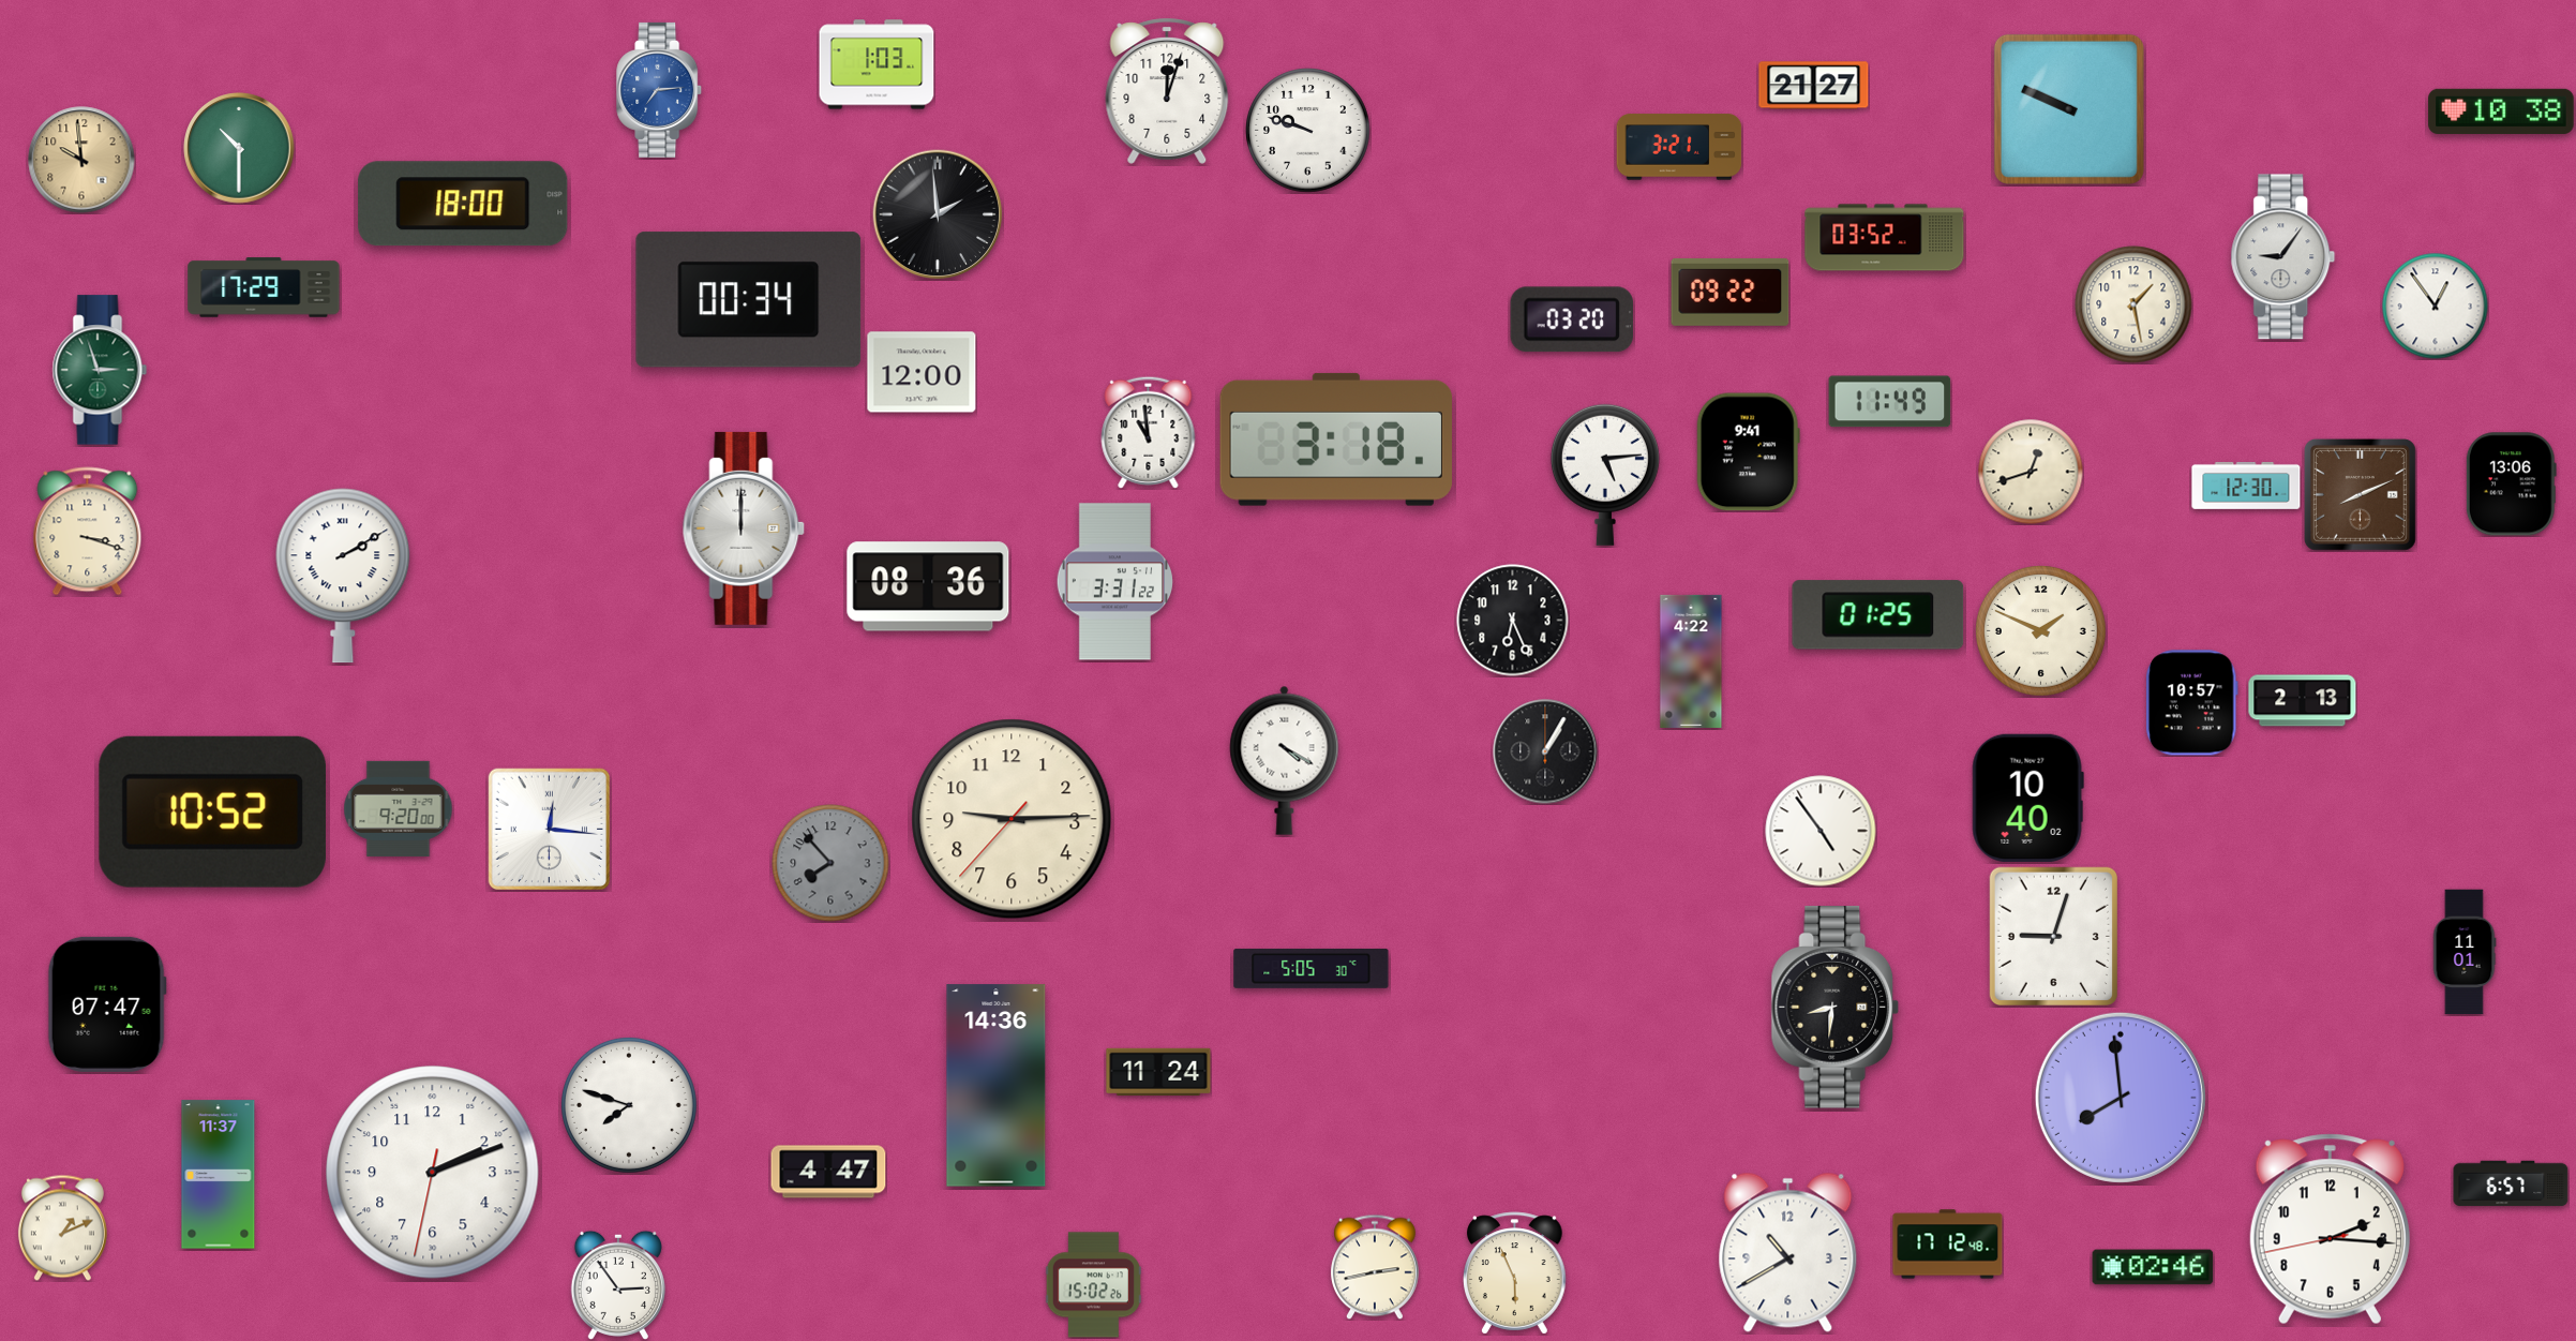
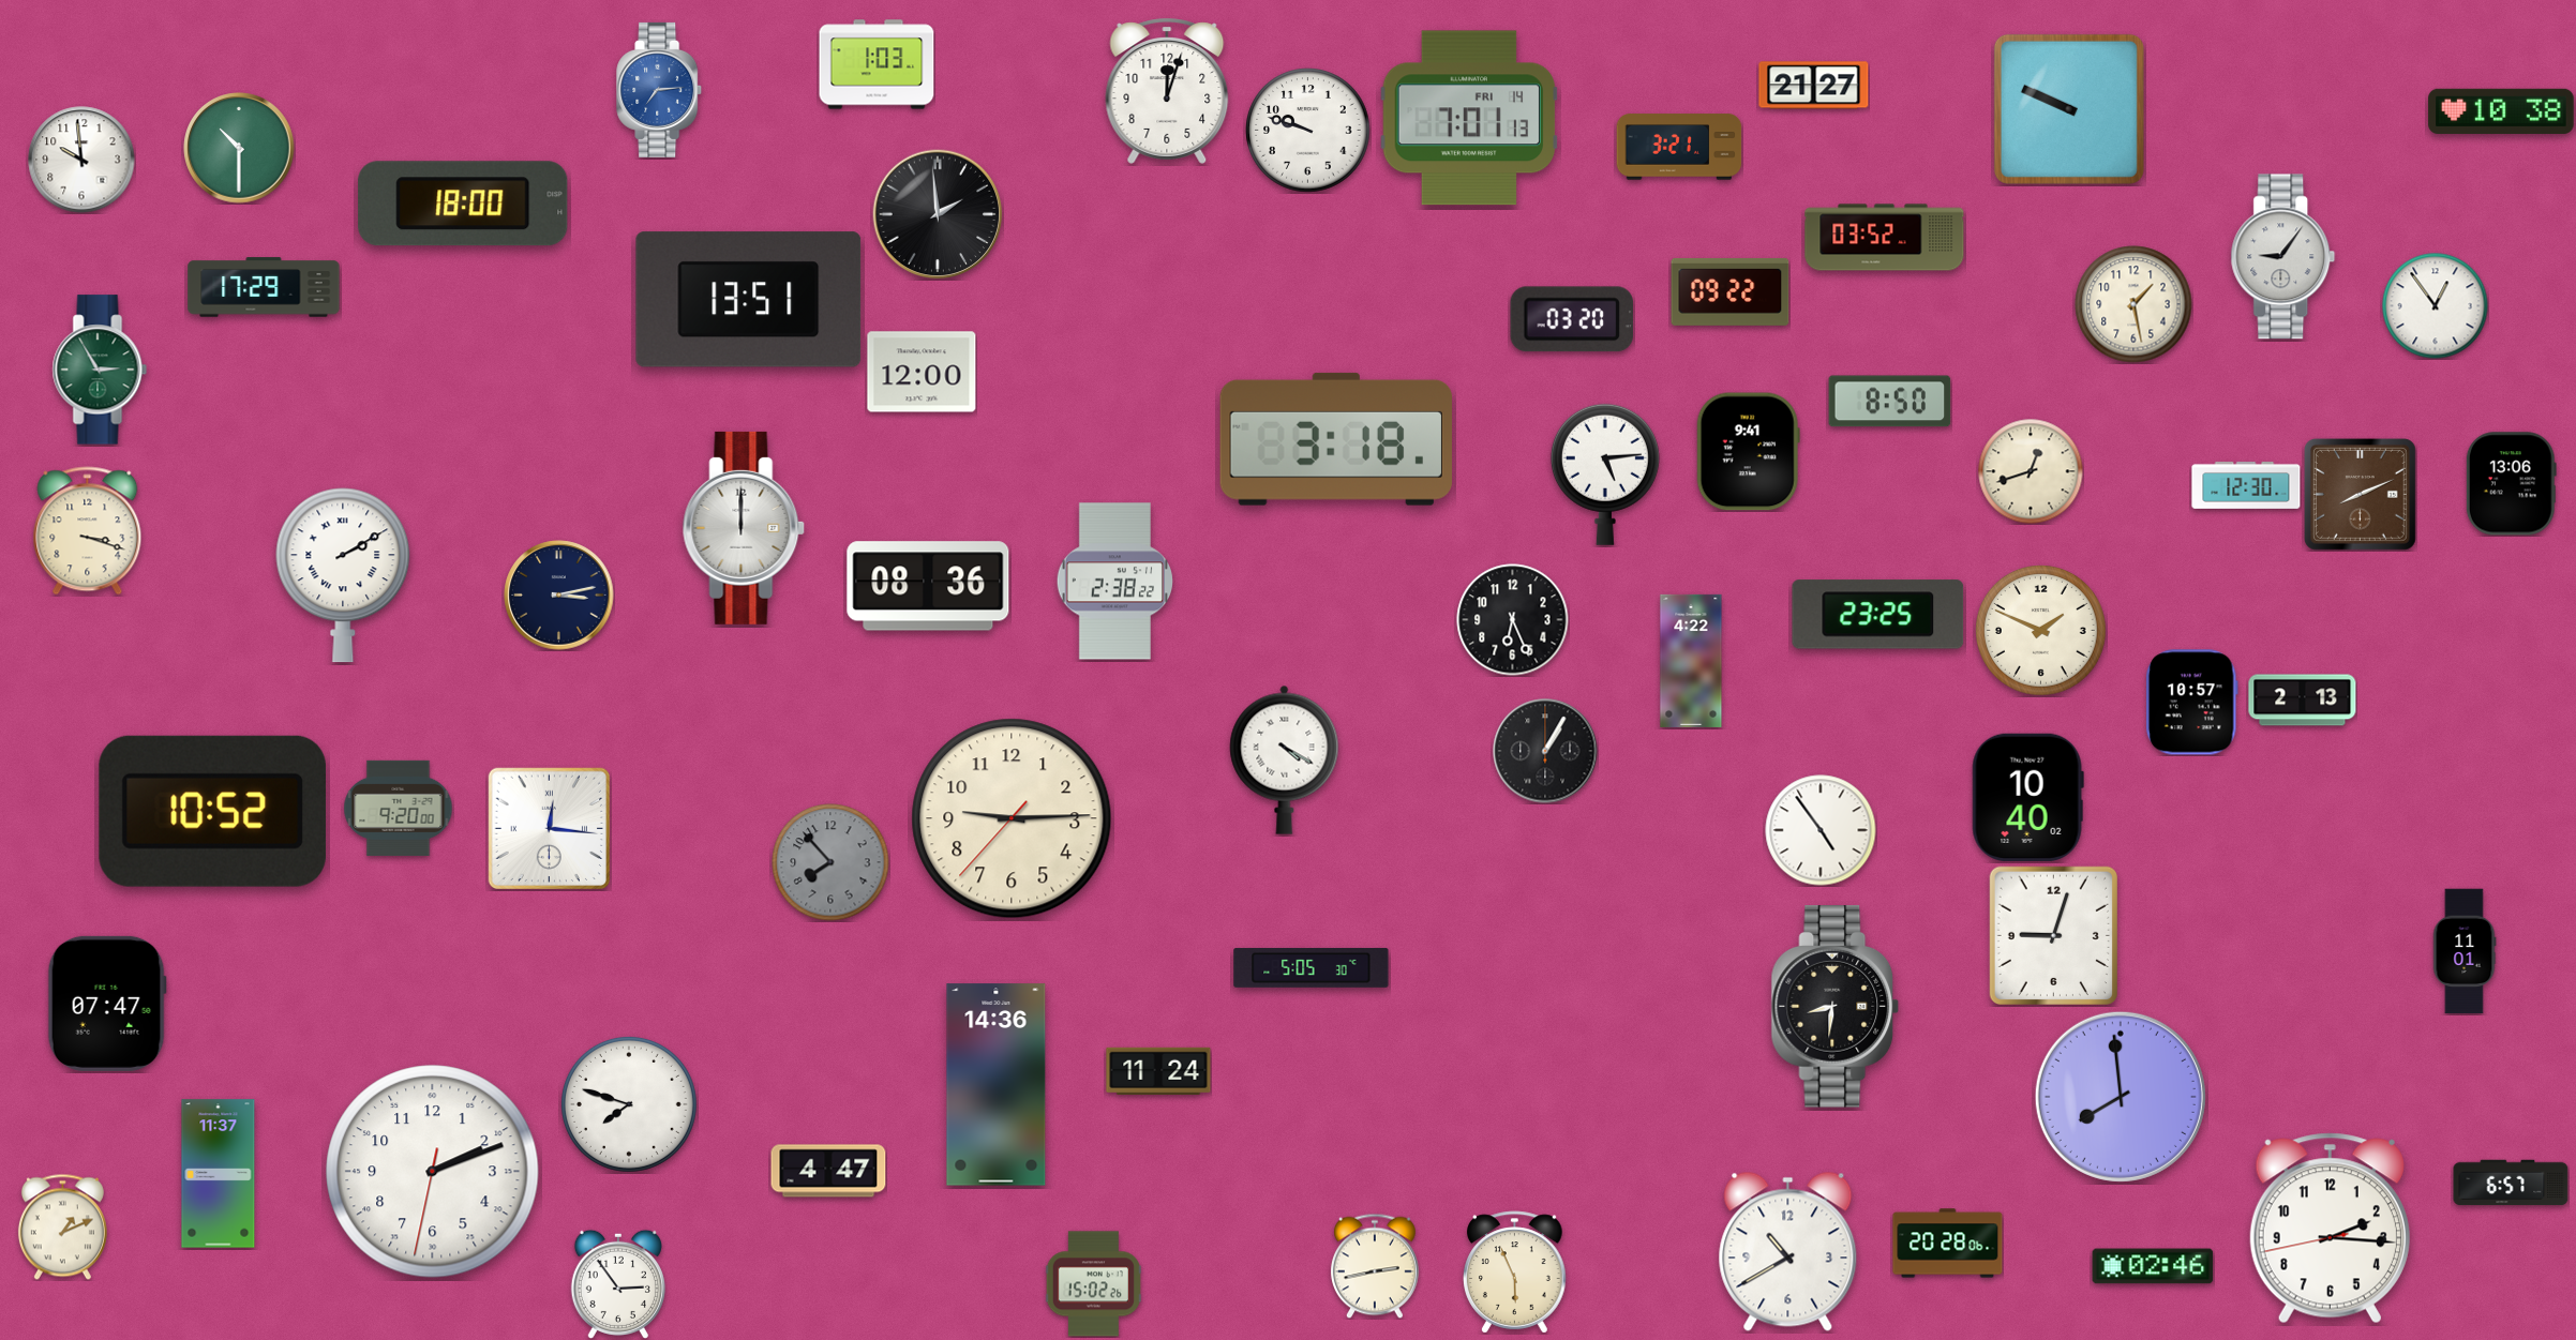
clock at (1468, 118): none -> 7:01
clock at (81, 160) dial: champagne -> white
clock at (749, 300): 00:34 -> 13:51
clock at (100, 370): 2:57 -> 2:55
clock at (1890, 402): 11:49 -> 8:50
clock at (1149, 432): 10:59 -> none
clock at (1114, 582): 3:31 -> 2:38
clock at (559, 596): none -> 3:13
clock at (1878, 615): 01:25 -> 23:25
clock at (1948, 1245): 17:12 -> 20:28
